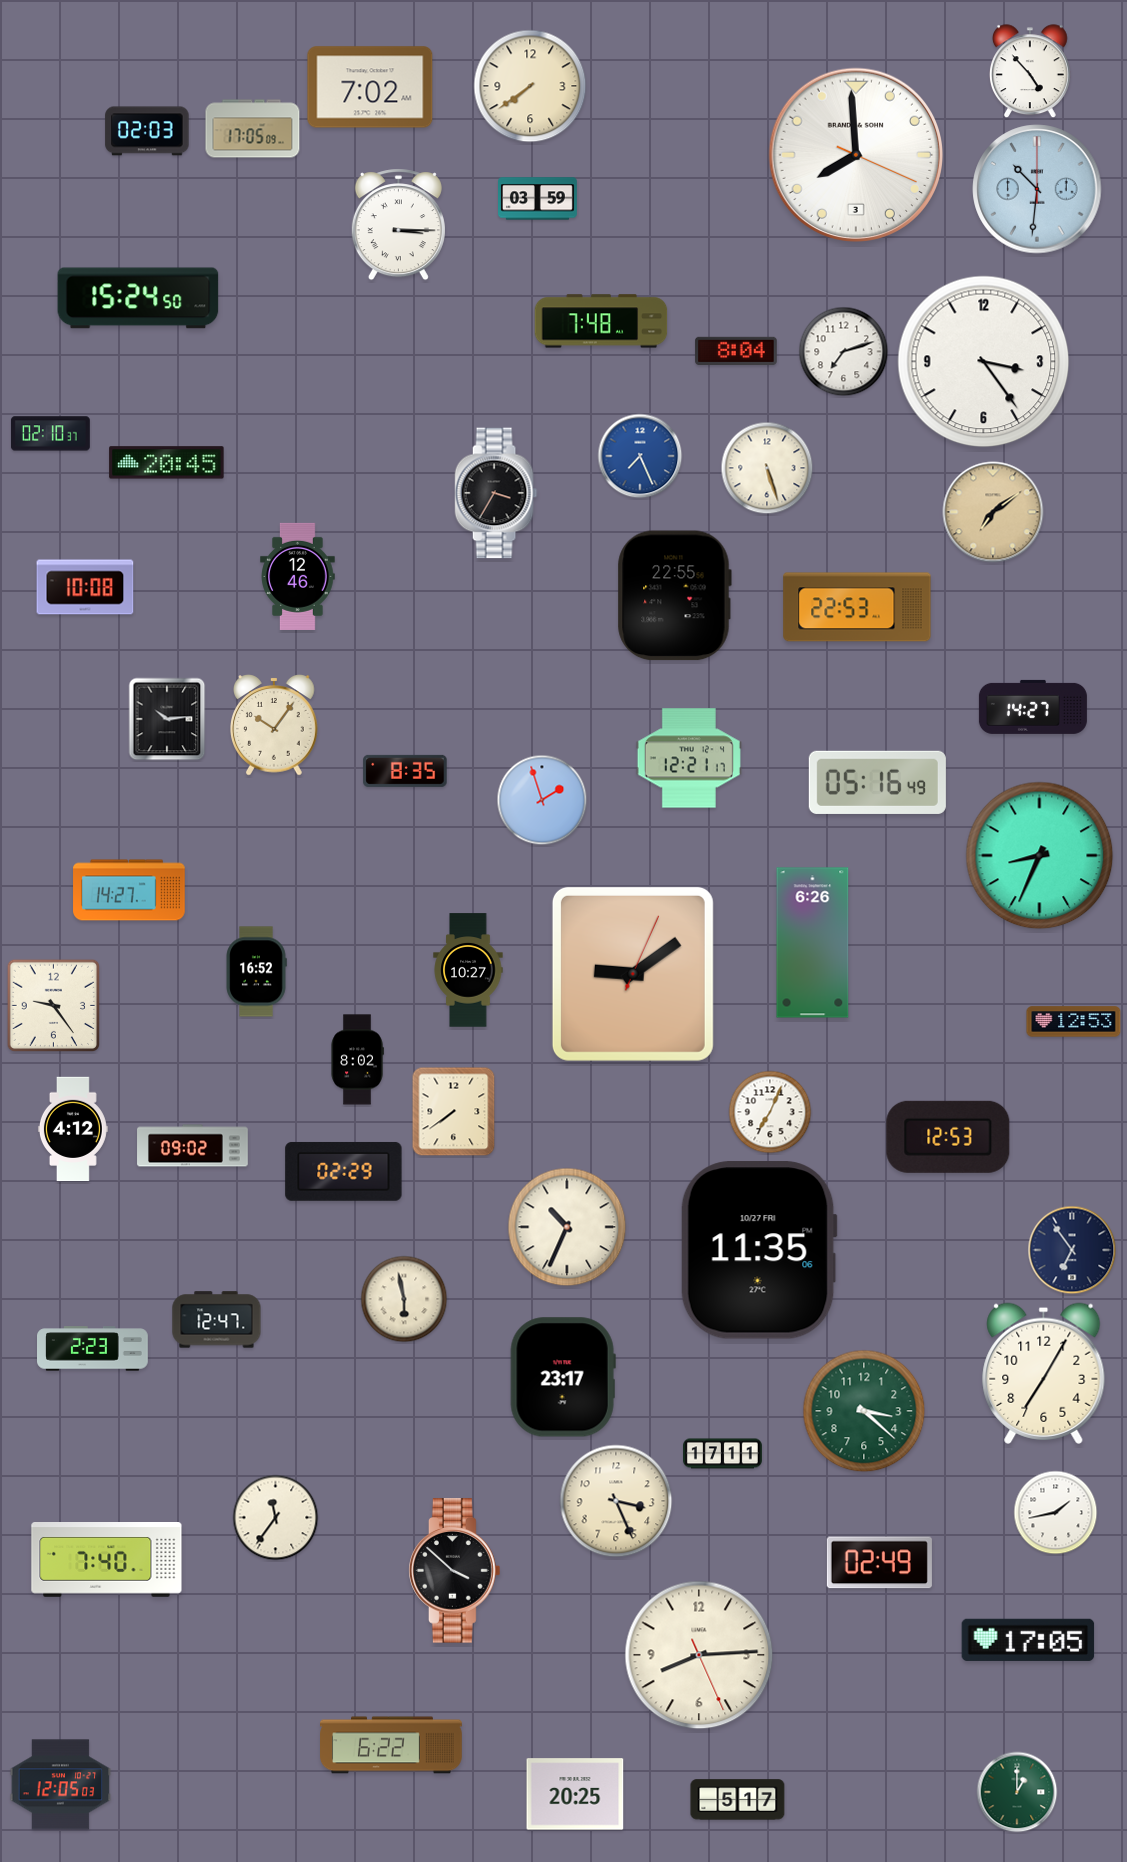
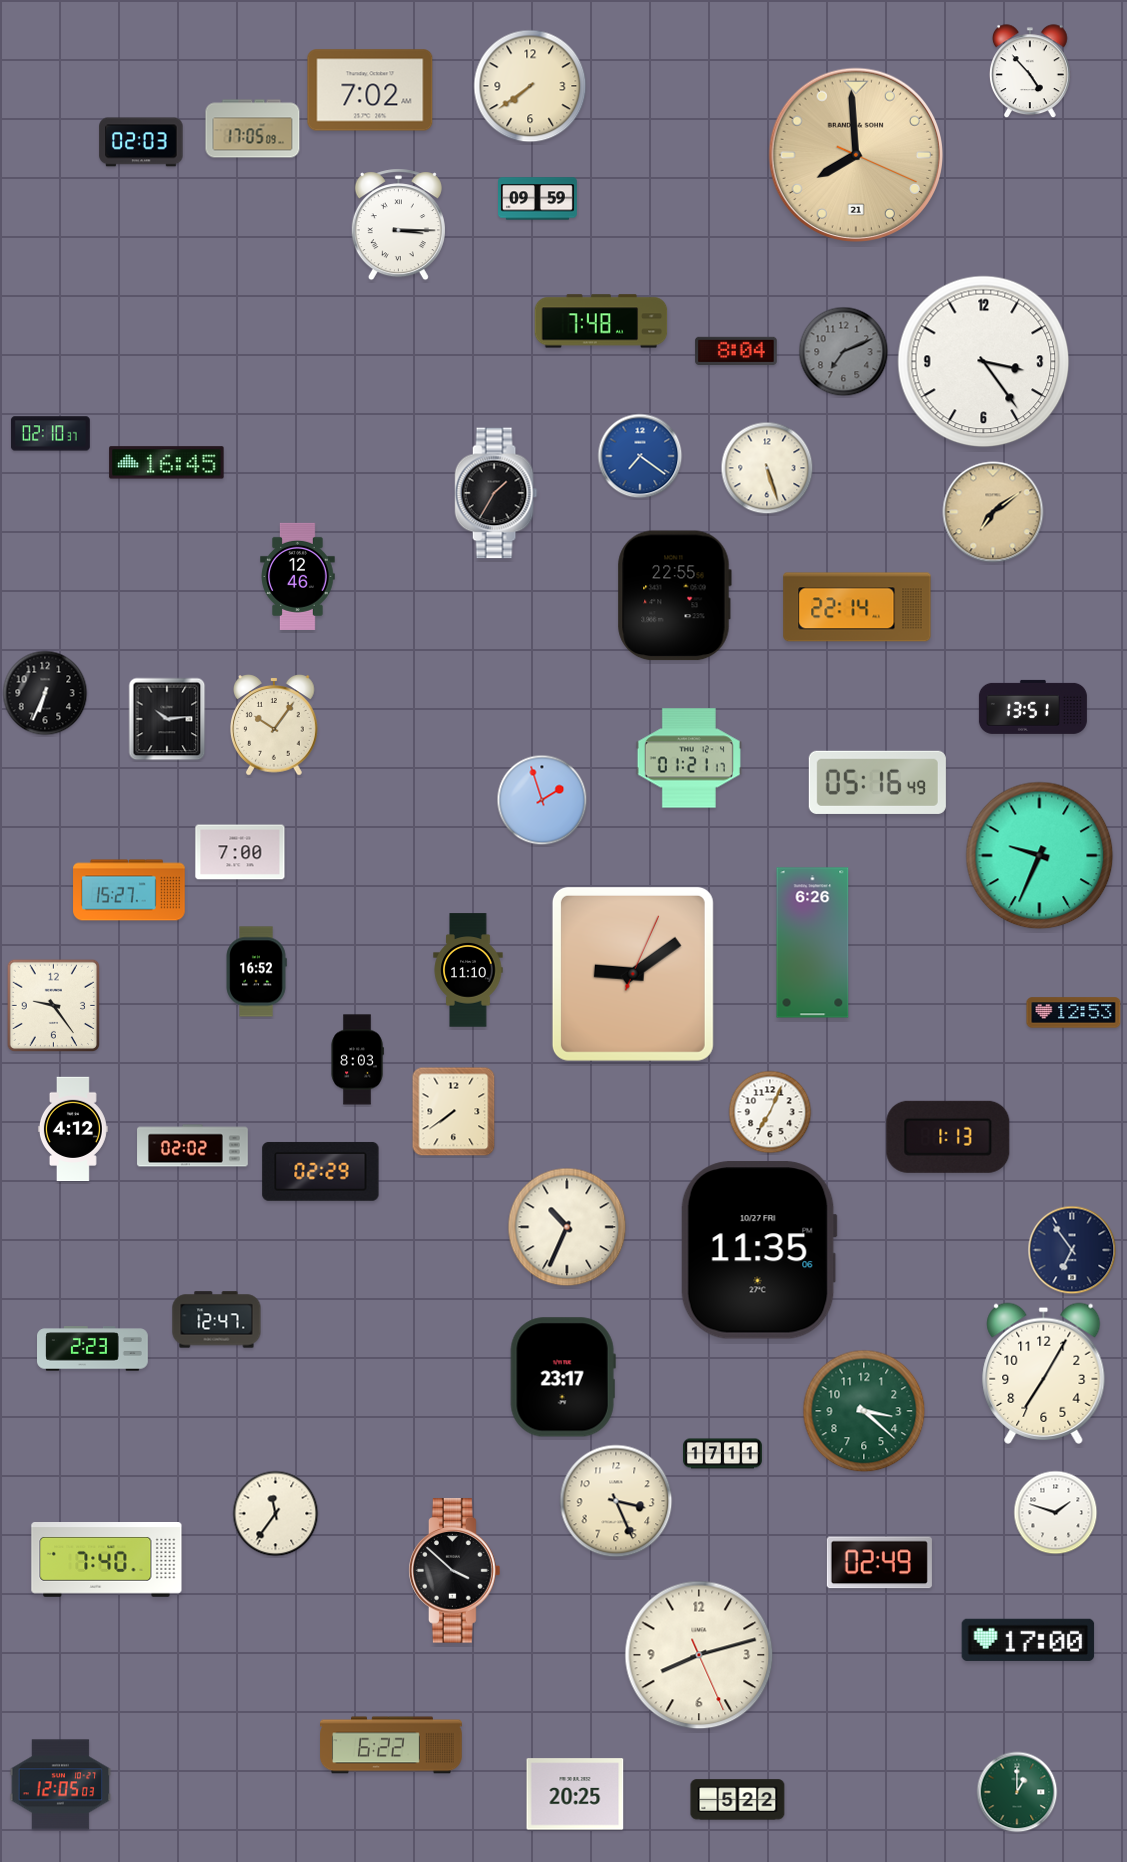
clock at (370, 87) position: (370, 87) -> (370, 90)
clock at (147, 131) position: (147, 131) -> (141, 142)
clock at (855, 154) date: 3 -> 21
clock at (855, 154) dial: white -> champagne
clock at (1037, 189): 10:31 -> none
clock at (538, 199): 03:59 -> 09:59
clock at (138, 298): 15:24 -> none
clock at (844, 352): 7:12 -> 7:11
clock at (844, 352) dial: white -> grey
clock at (640, 456): 7:26 -> 7:21
clock at (167, 463): 20:45 -> 16:45
clock at (496, 493): 3:35 -> 1:35
clock at (85, 587): 10:08 -> none
clock at (857, 607): 22:53 -> 22:14
clock at (45, 693): none -> 6:34
clock at (1033, 707): 14:27 -> 13:51
clock at (689, 758): 12:21 -> 01:21
clock at (405, 771): 8:35 -> none
clock at (240, 852): none -> 7:00
clock at (1040, 856): 8:34 -> 9:34
clock at (129, 890): 14:27 -> 15:27
clock at (468, 970): 10:27 -> 11:10
clock at (1074, 1022) position: (1074, 1022) -> (1074, 1013)
clock at (357, 1060): 8:02 -> 8:03
clock at (948, 1137): 12:53 -> 1:13
clock at (193, 1146): 09:02 -> 02:02
clock at (344, 1172) position: (344, 1172) -> (321, 1172)
clock at (404, 1299): 5:58 -> none
clock at (1056, 1513): 1:43 -> 1:48
clock at (276, 1518) position: (276, 1518) -> (276, 1514)
clock at (1028, 1640): 17:05 -> 17:00
clock at (699, 1655): 8:14 -> 8:12
clock at (738, 1800): 5:17 -> 5:22
